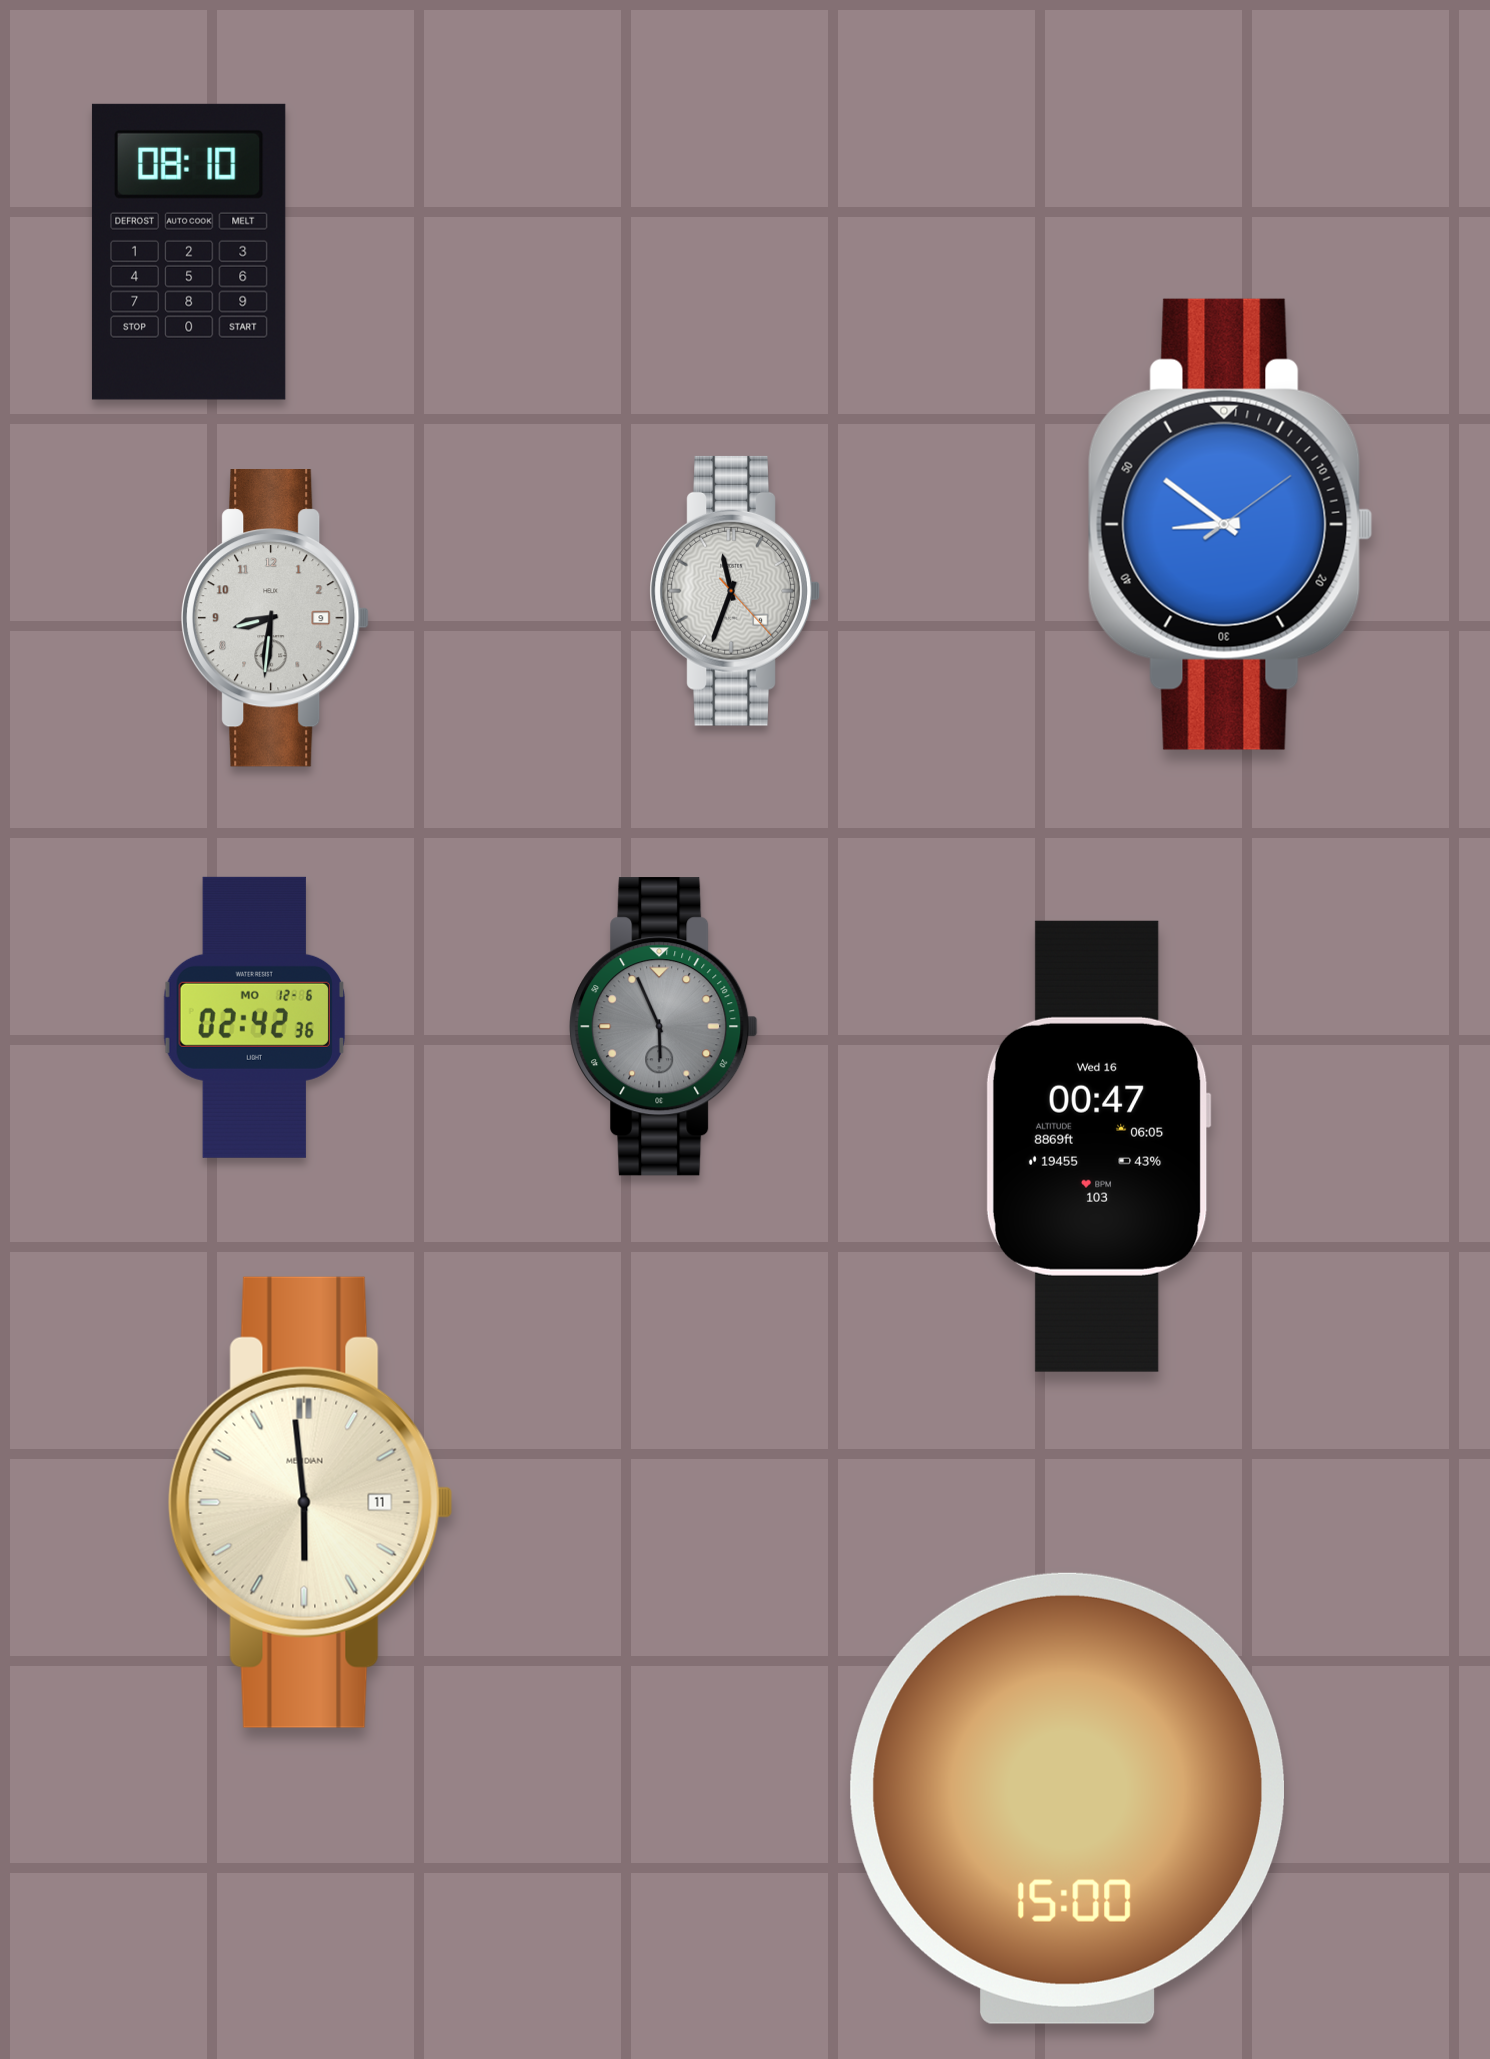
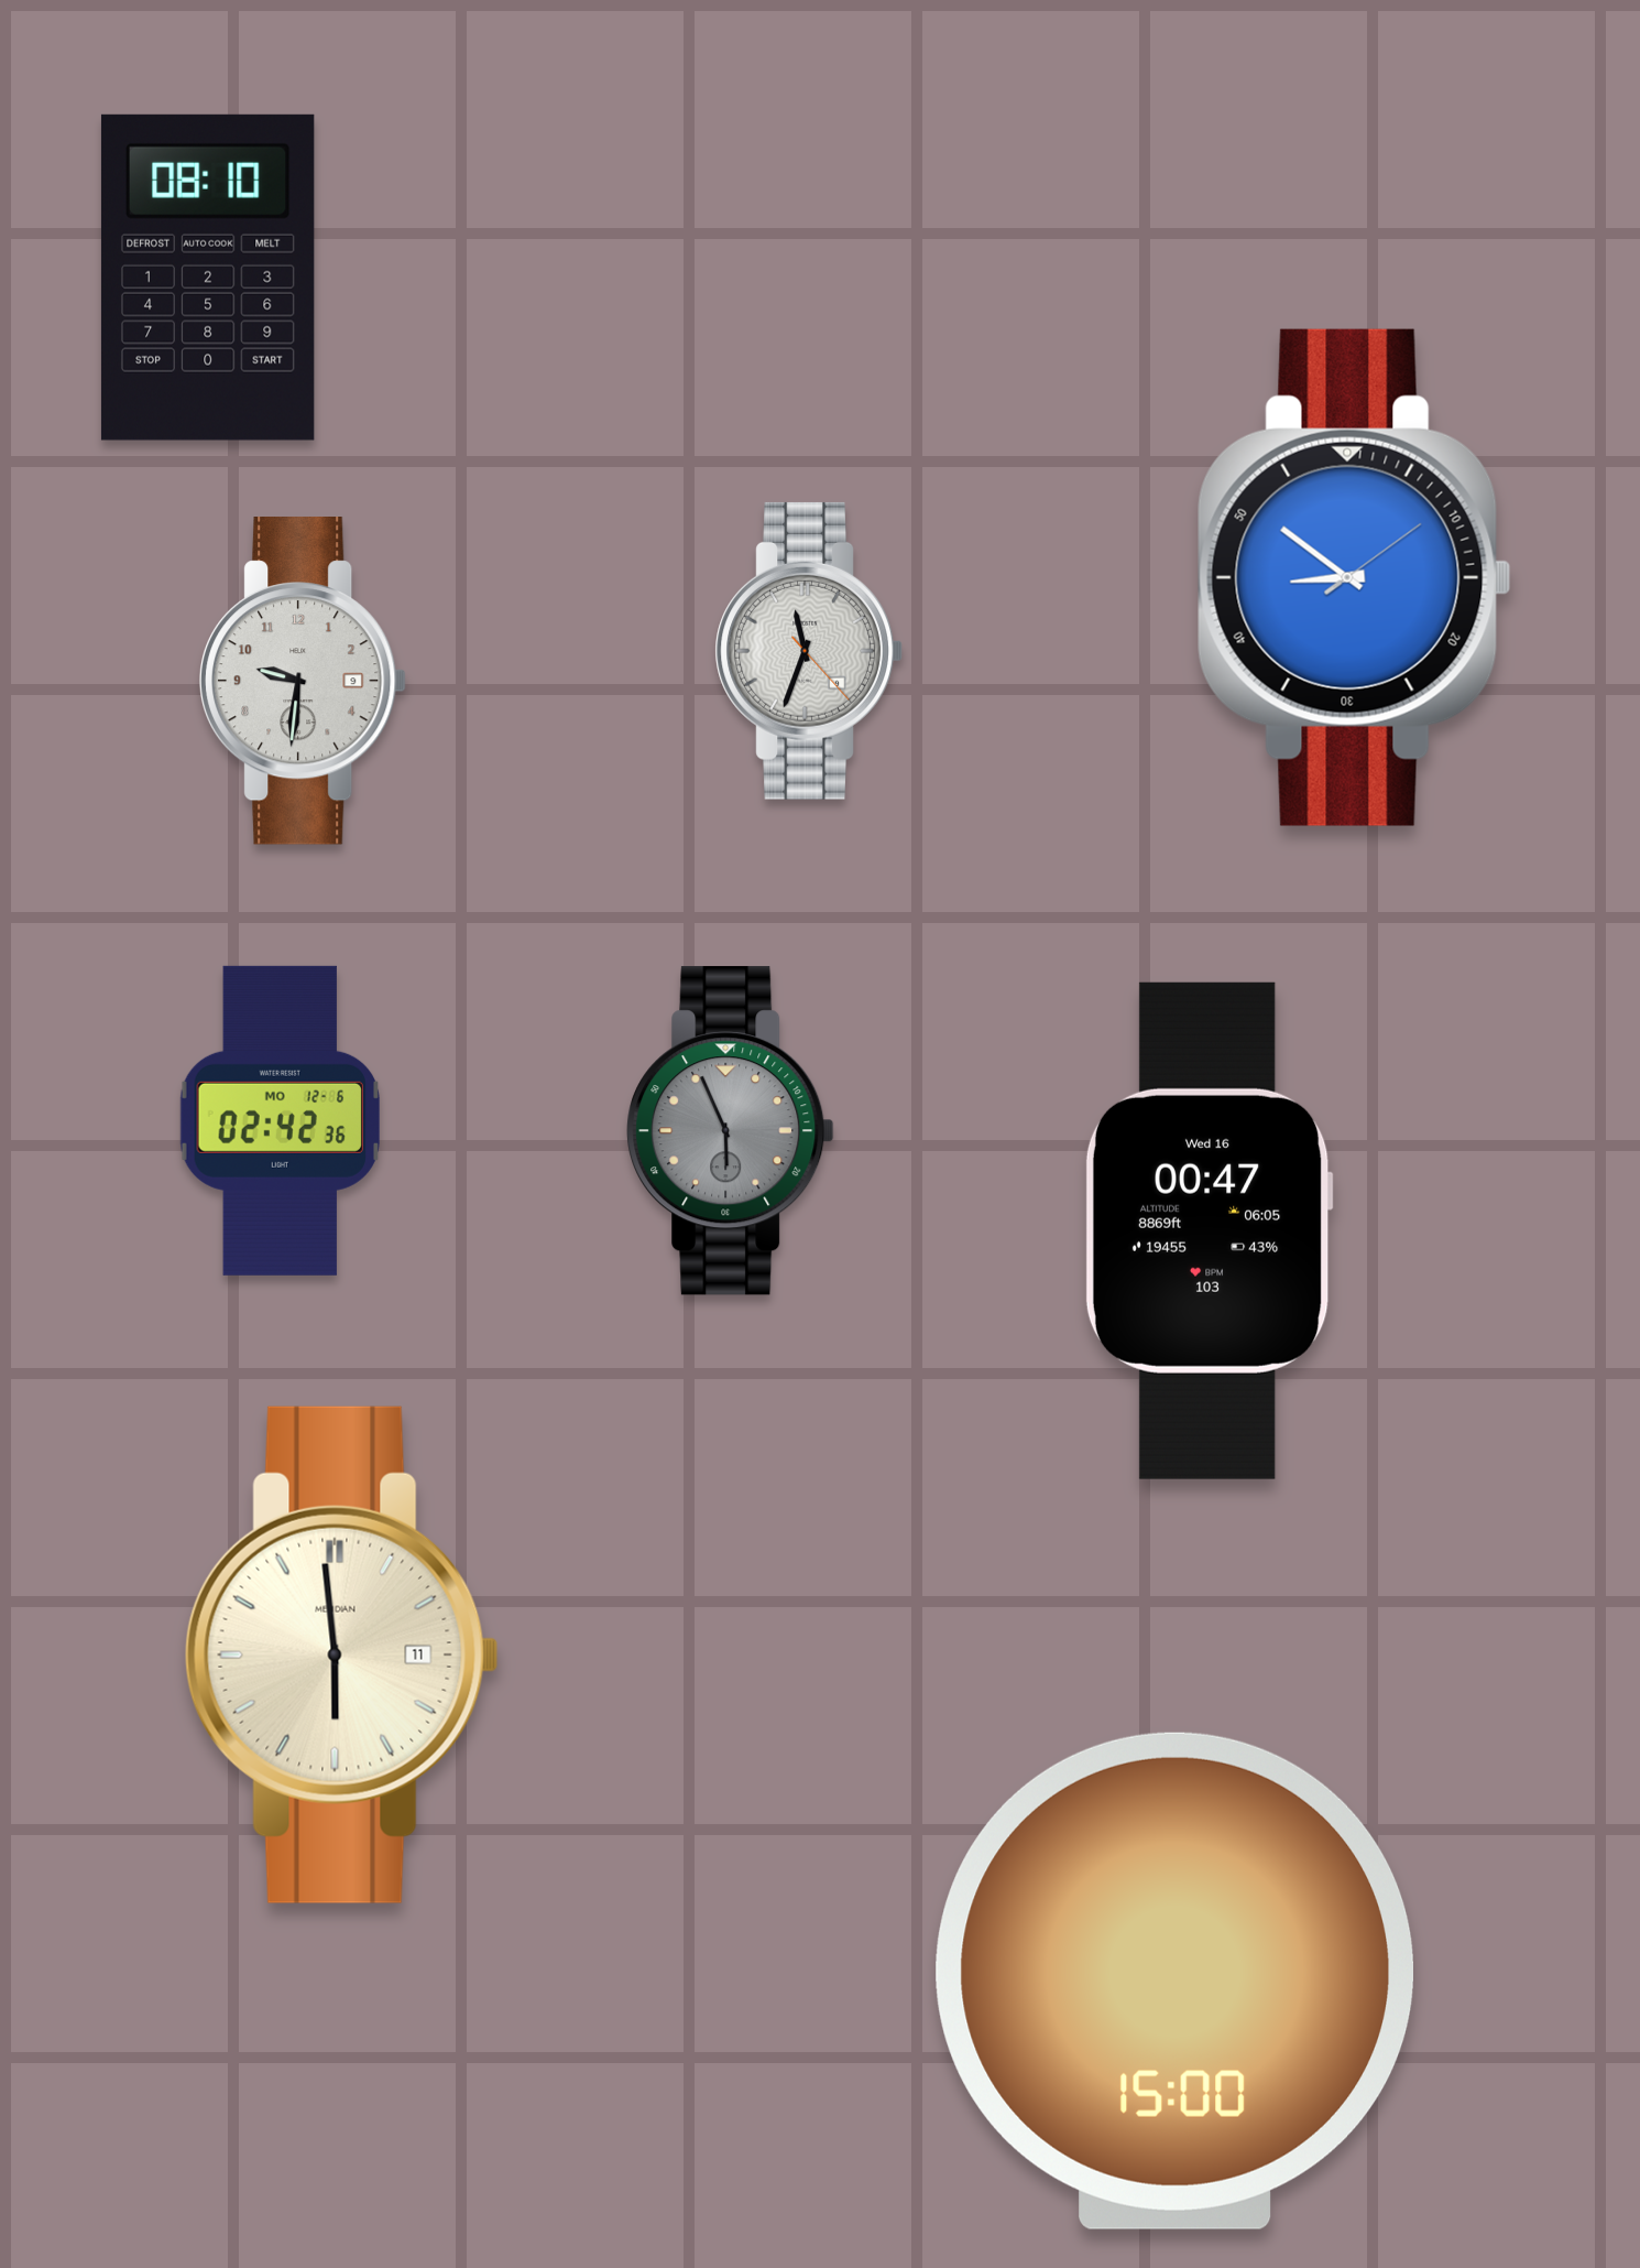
clock at (275, 619): 8:31 -> 9:31
clock at (1098, 1146) position: (1098, 1146) -> (1209, 1230)
